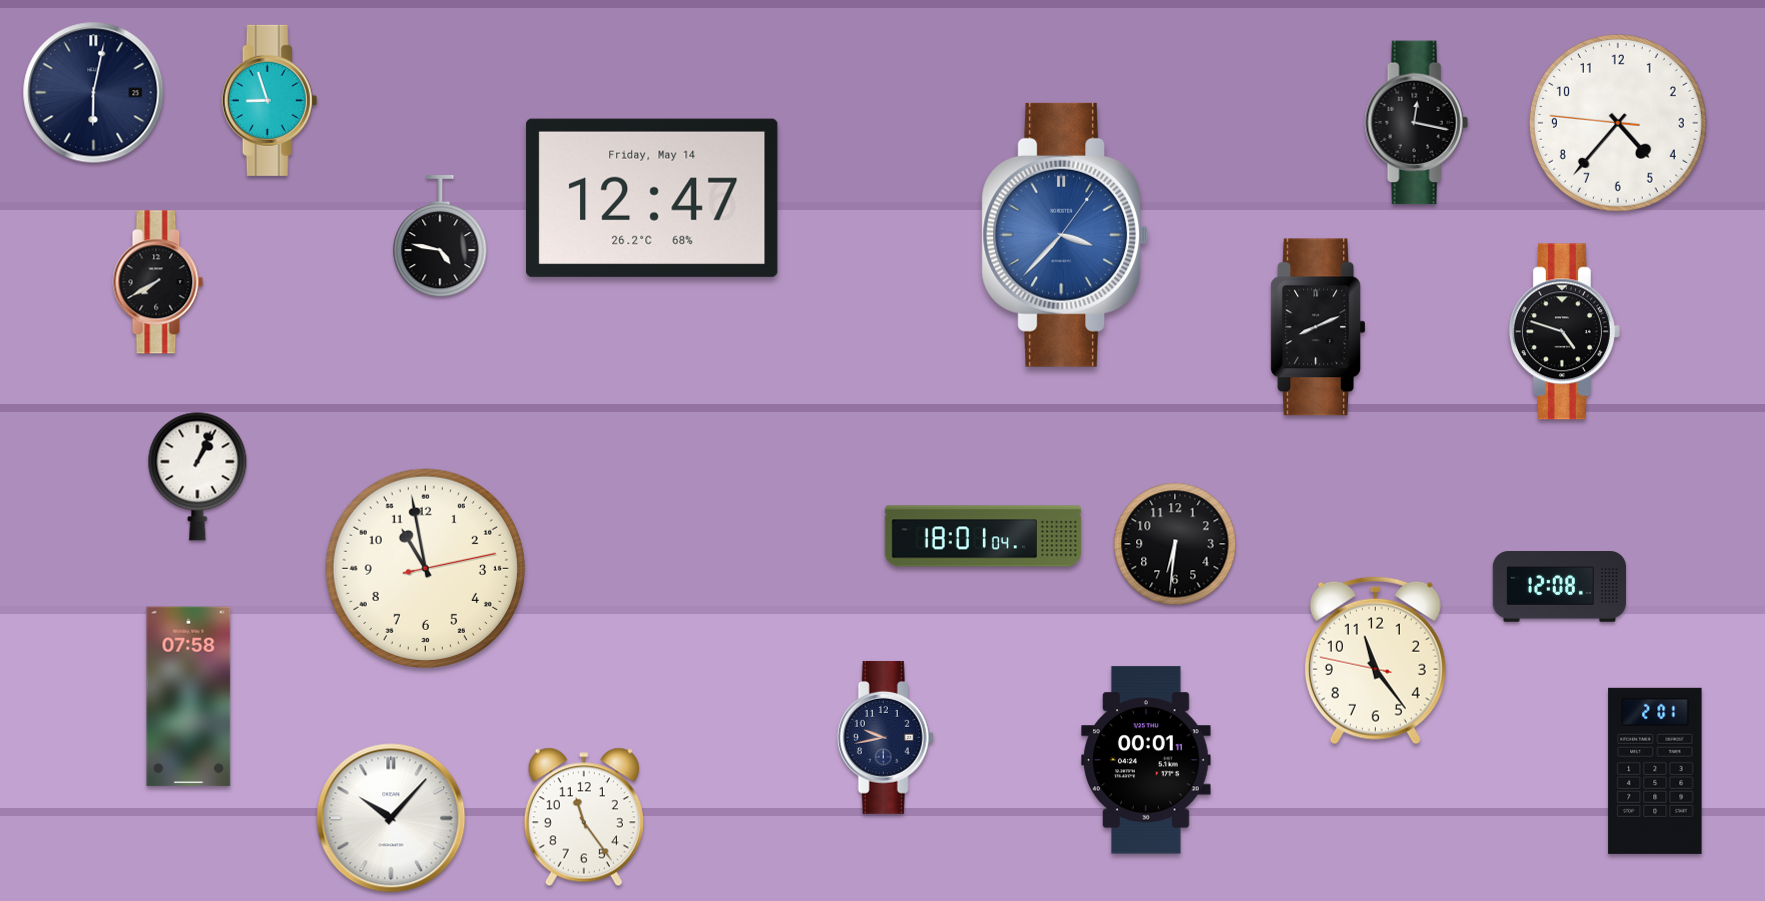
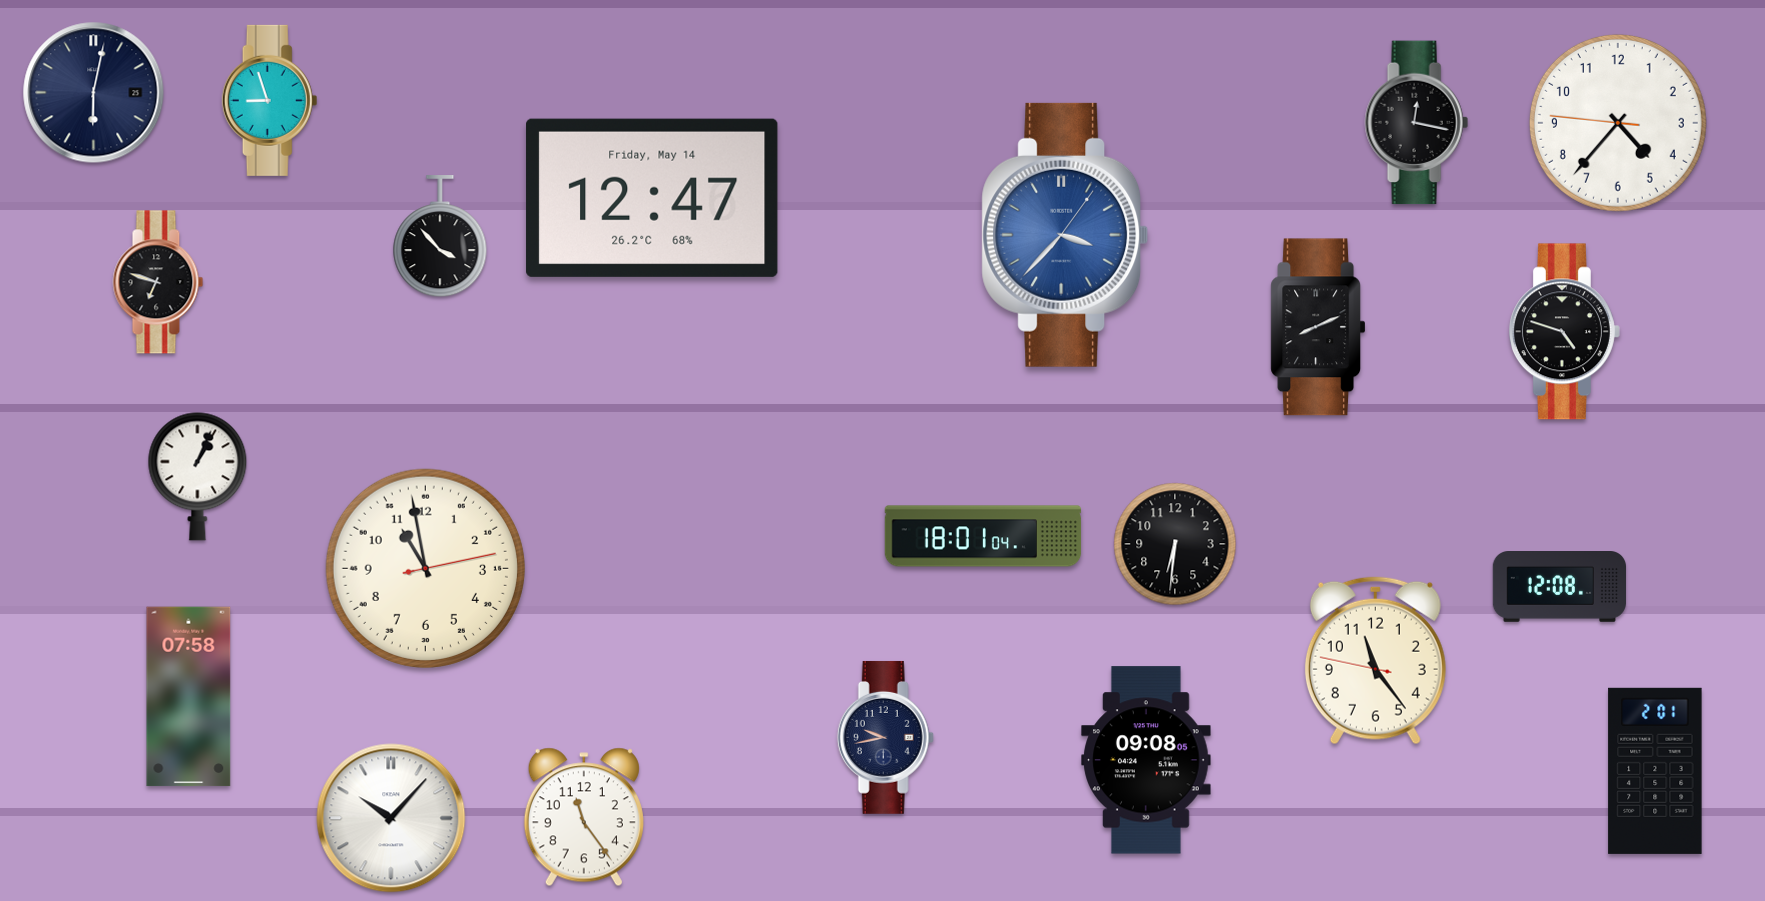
clock at (440, 237): 4:47 -> 3:53
clock at (158, 282): 7:40 -> 6:48
clock at (1146, 760): 00:01 -> 09:08
